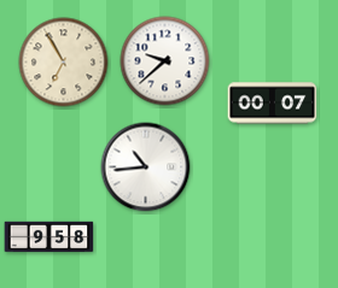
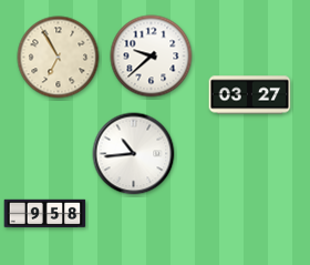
clock at (273, 104): 00:07 -> 03:27
clock at (49, 237) position: (49, 237) -> (45, 214)
